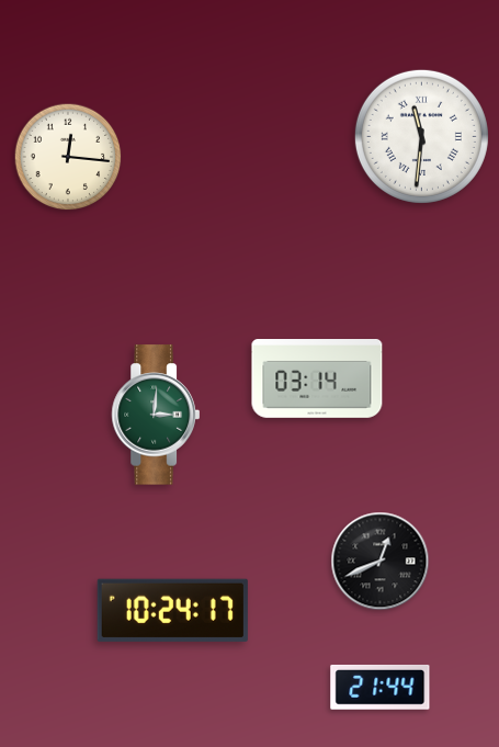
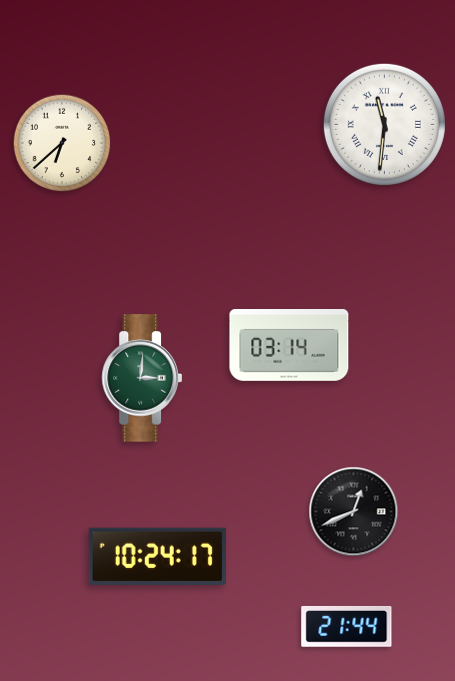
clock at (68, 157): 12:16 -> 6:38
clock at (381, 562) position: (381, 562) -> (354, 512)
